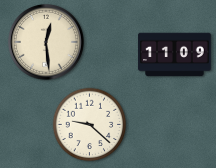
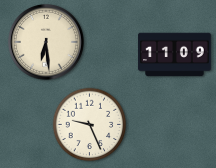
clock at (46, 42): 12:29 -> 6:29
clock at (90, 125): 9:22 -> 9:26
